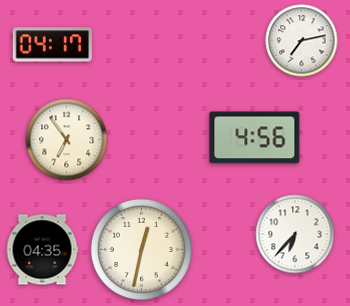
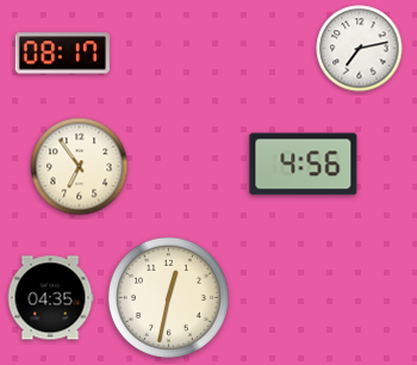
clock at (52, 45): 04:17 -> 08:17
clock at (295, 234): 6:37 -> none
